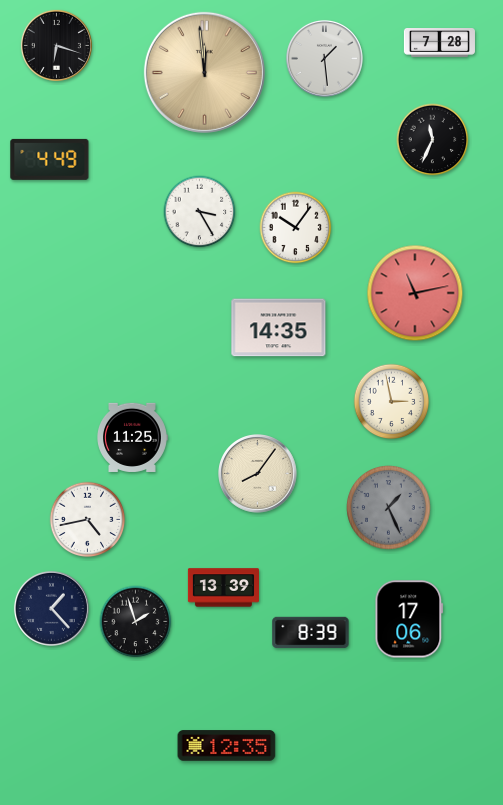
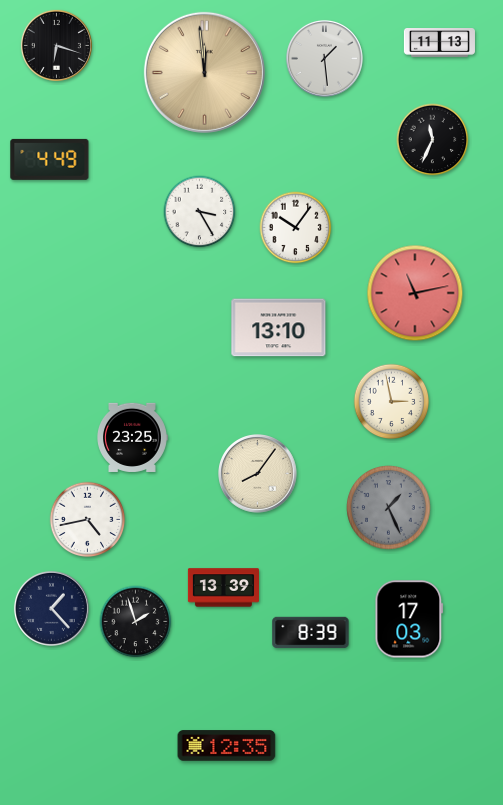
clock at (439, 43): 7:28 -> 11:13
clock at (279, 328): 14:35 -> 13:10
clock at (133, 437): 11:25 -> 23:25
clock at (409, 619): 17:06 -> 17:03
